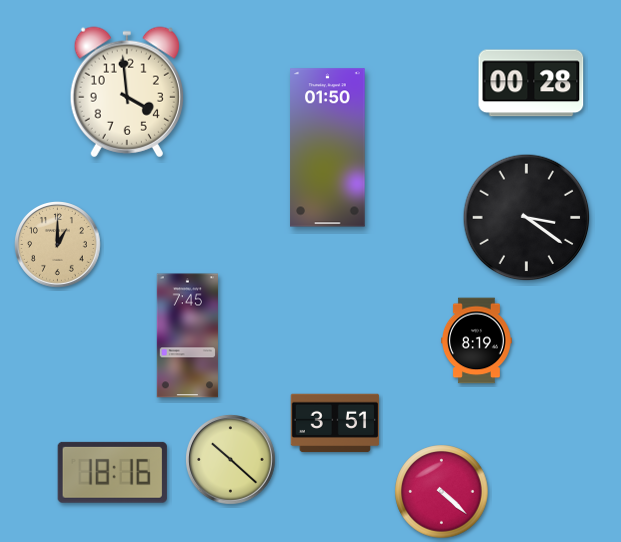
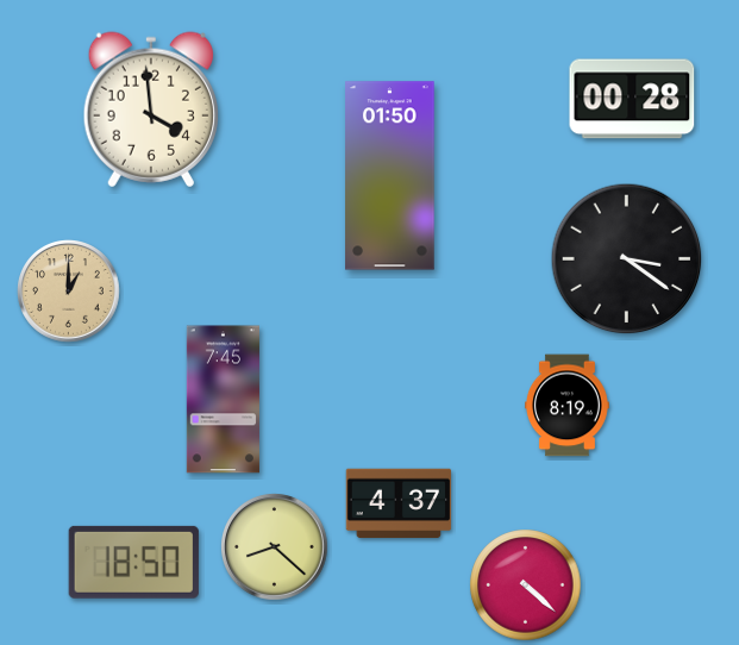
clock at (335, 423): 3:51 -> 4:37
clock at (231, 460): 10:22 -> 8:22
clock at (112, 472): 18:16 -> 18:50
